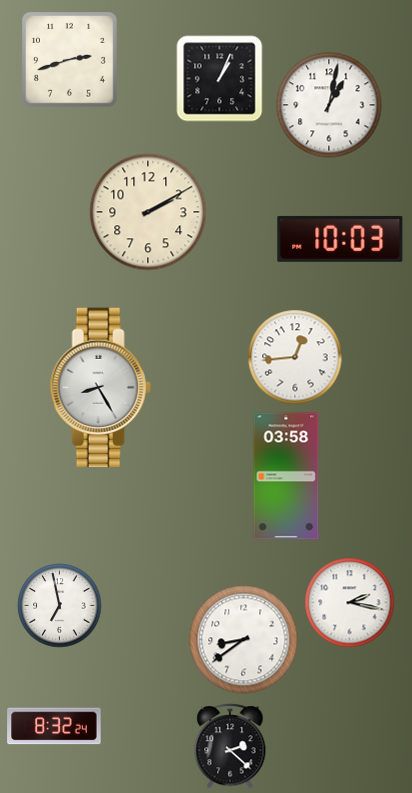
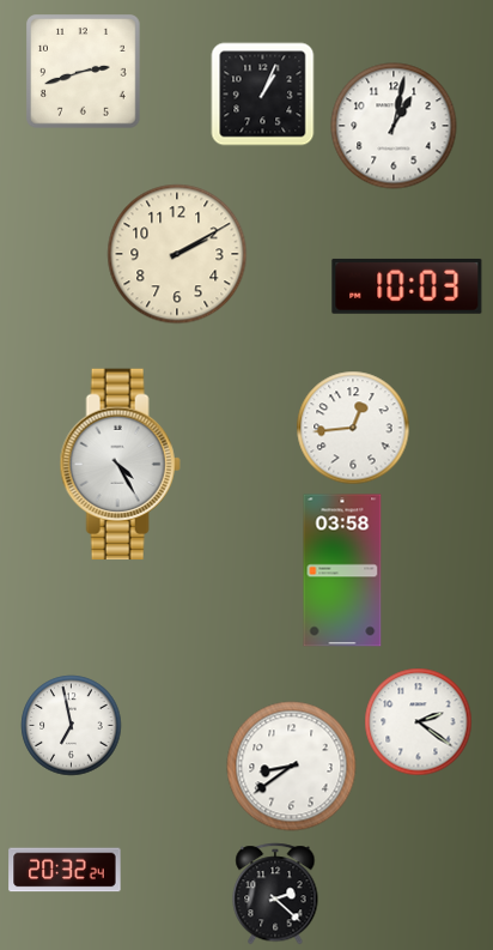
clock at (100, 388): 8:25 -> 4:25
clock at (350, 603): 2:17 -> 2:21
clock at (54, 726): 8:32 -> 20:32
